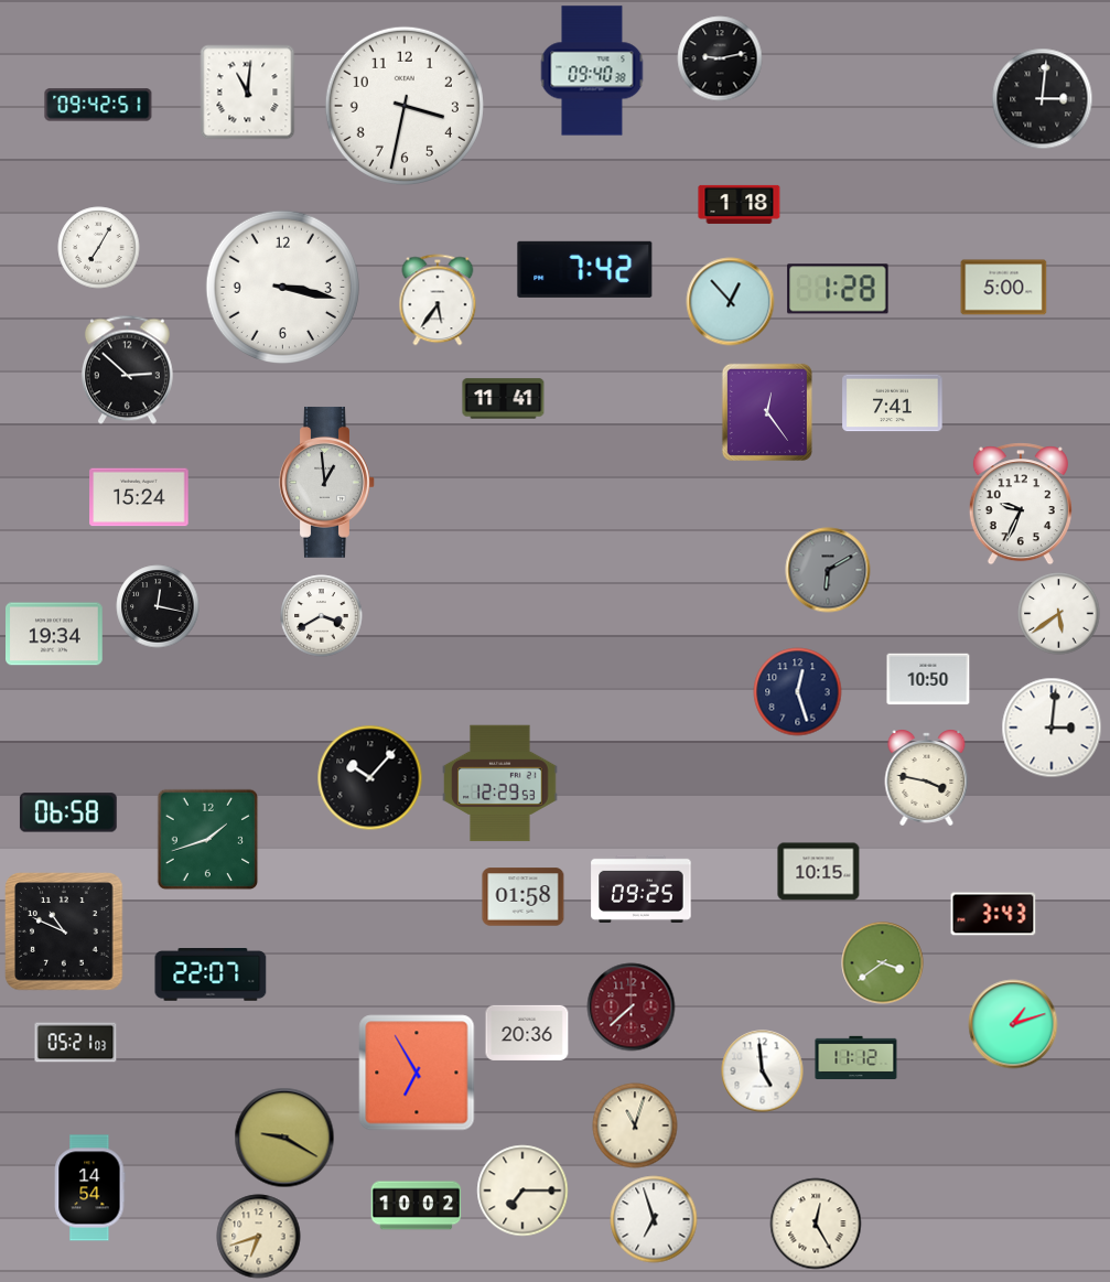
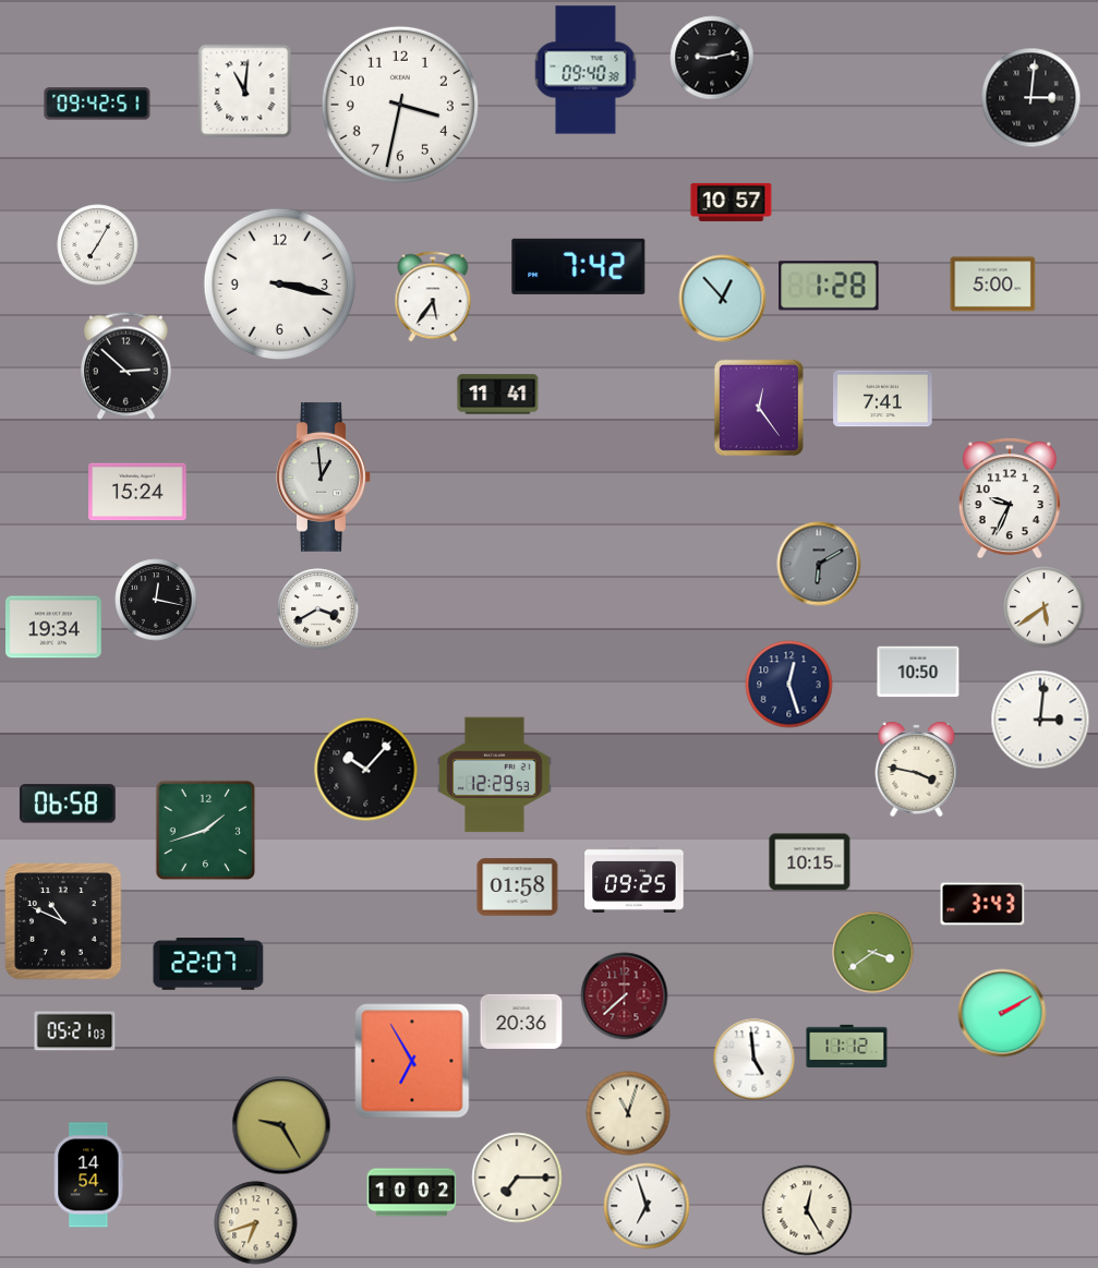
clock at (740, 204): 1:18 -> 10:57
clock at (1059, 614) position: (1059, 614) -> (1045, 607)
clock at (1013, 1024): 1:12 -> 2:10
clock at (284, 1138): 9:20 -> 9:25
